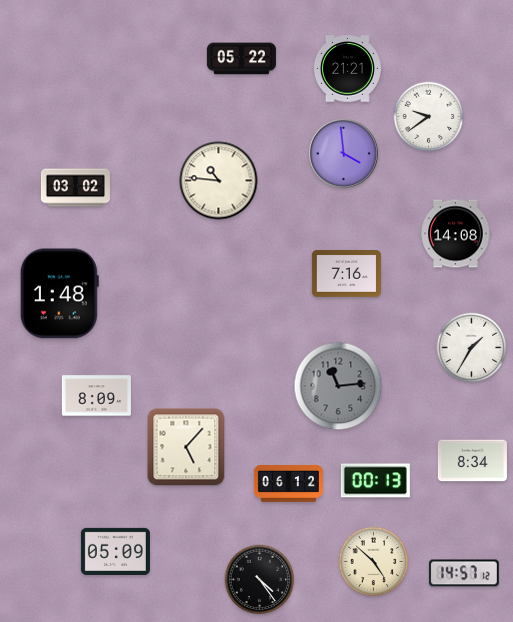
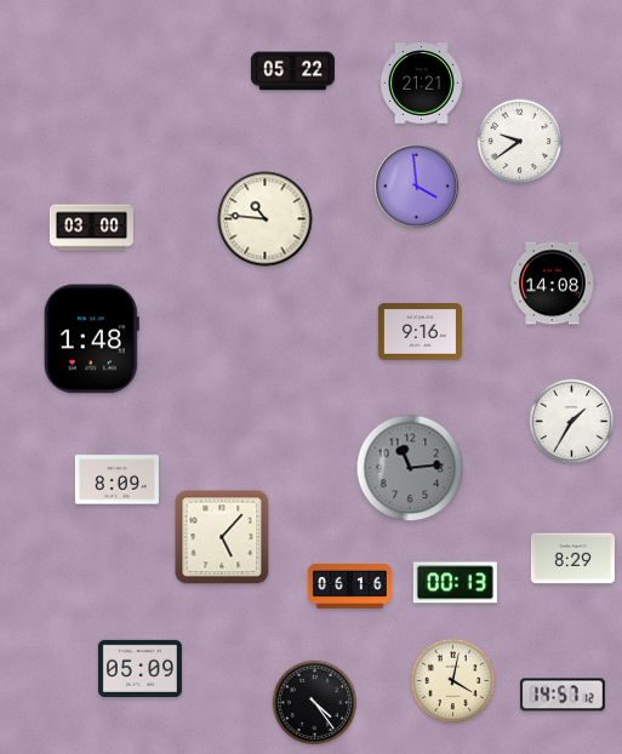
clock at (75, 188): 03:02 -> 03:00
clock at (346, 274): 7:16 -> 9:16
clock at (59, 294) position: (59, 294) -> (91, 339)
clock at (186, 447) position: (186, 447) -> (222, 537)
clock at (472, 461): 8:34 -> 8:29
clock at (288, 483): 06:12 -> 06:16
clock at (374, 562): 4:52 -> 4:02
